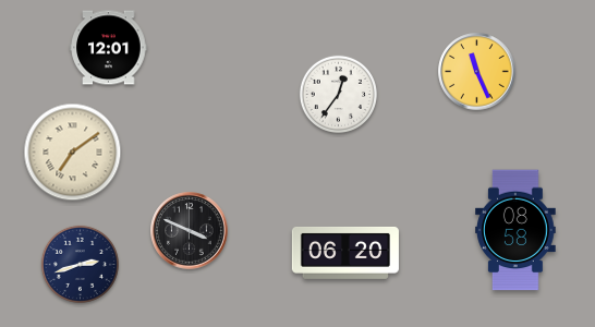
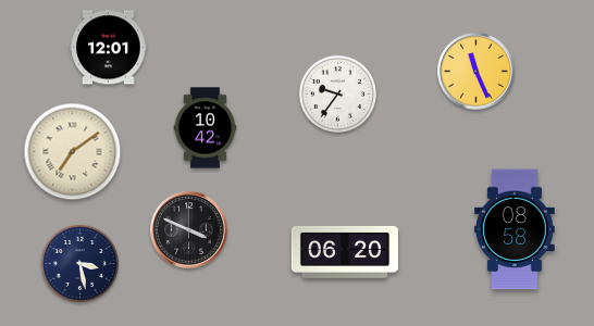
clock at (338, 94): 12:36 -> 9:36
clock at (206, 128): none -> 10:42
clock at (80, 264): 2:42 -> 3:28
